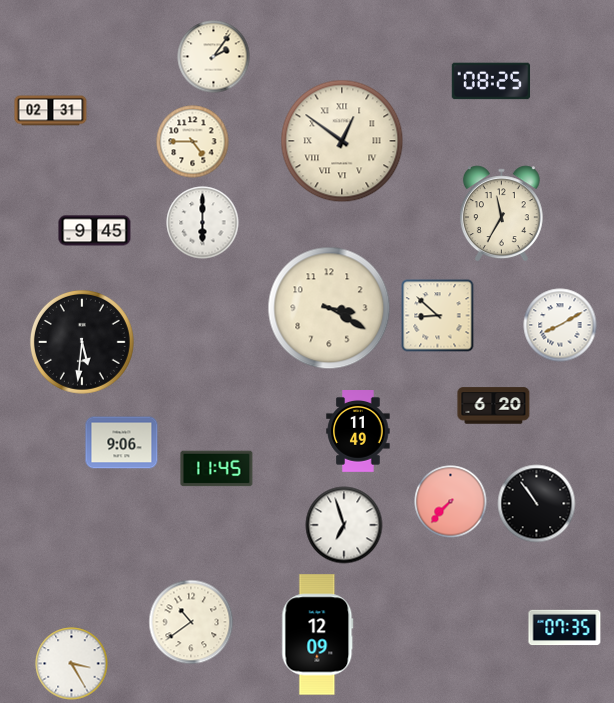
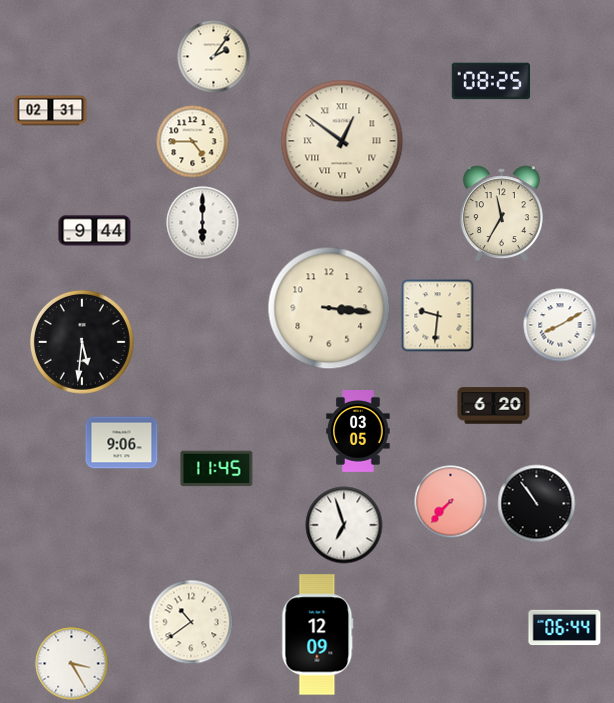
clock at (95, 231): 9:45 -> 9:44
clock at (329, 308): 3:20 -> 3:16
clock at (438, 316): 8:52 -> 9:31
clock at (358, 432): 11:49 -> 03:05
clock at (565, 628): 07:35 -> 06:44
